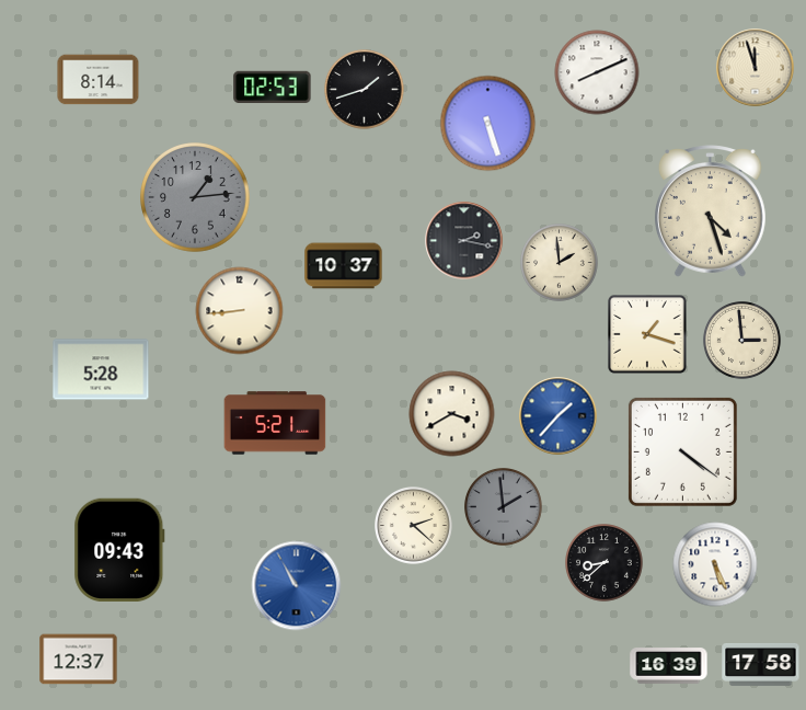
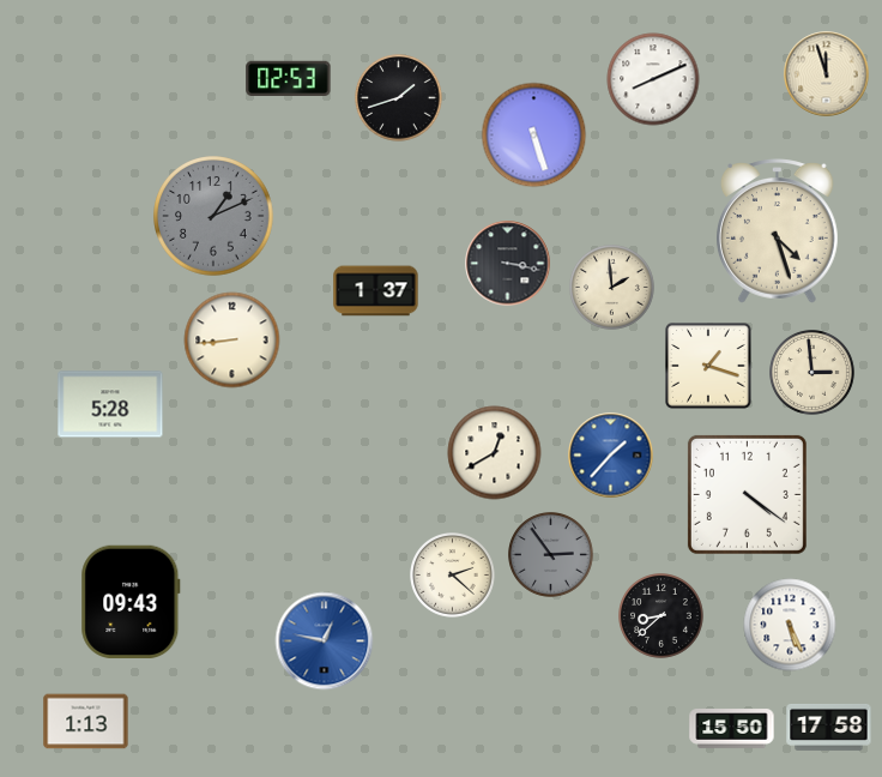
clock at (99, 80): 8:14 -> none
clock at (273, 88) position: (273, 88) -> (289, 79)
clock at (195, 197): 1:14 -> 1:11
clock at (464, 241): 2:17 -> 3:17
clock at (344, 266): 10:37 -> 1:37
clock at (240, 311) position: (240, 311) -> (232, 341)
clock at (452, 414): 3:40 -> 12:40
clock at (275, 423): 5:21 -> none
clock at (504, 507): 1:59 -> 2:54
clock at (715, 564) position: (715, 564) -> (790, 625)
clock at (297, 586): 10:55 -> 12:47
clock at (79, 660): 12:37 -> 1:13
clock at (761, 665) position: (761, 665) -> (829, 728)
clock at (669, 666): 16:39 -> 15:50
